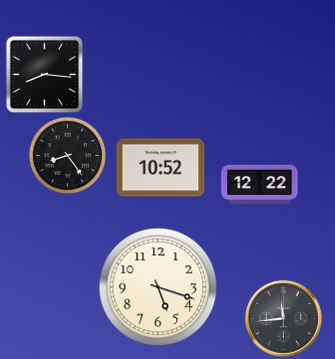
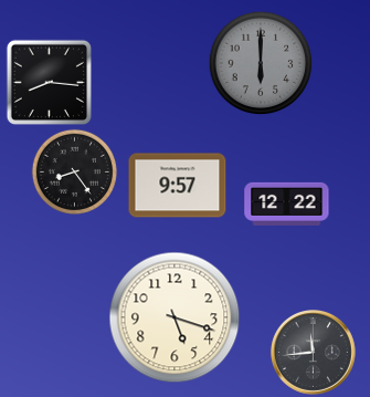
clock at (261, 63): none -> 6:00
clock at (161, 168): 10:52 -> 9:57
